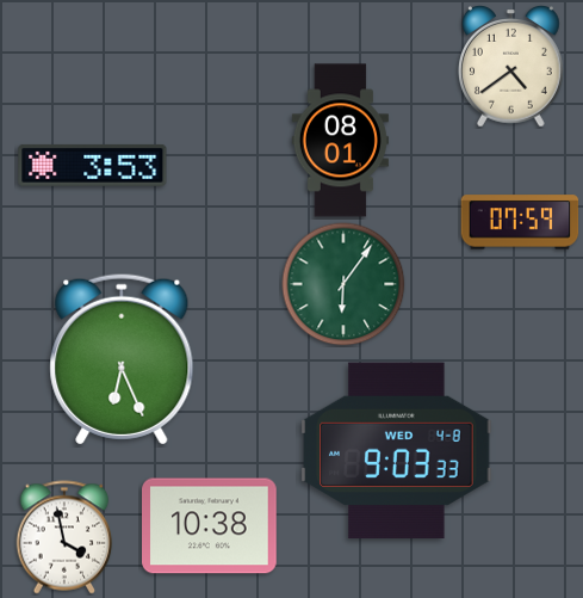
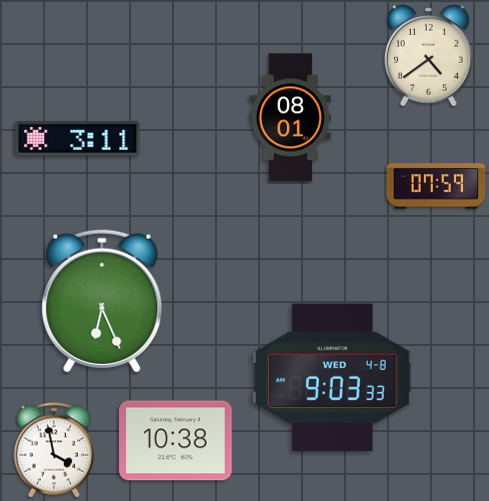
clock at (340, 141) position: (340, 141) -> (290, 118)
clock at (93, 166): 3:53 -> 3:11
clock at (343, 284): 6:06 -> none
